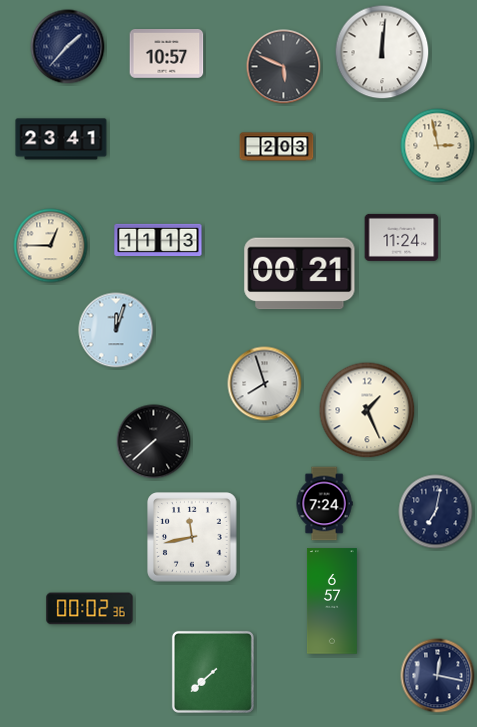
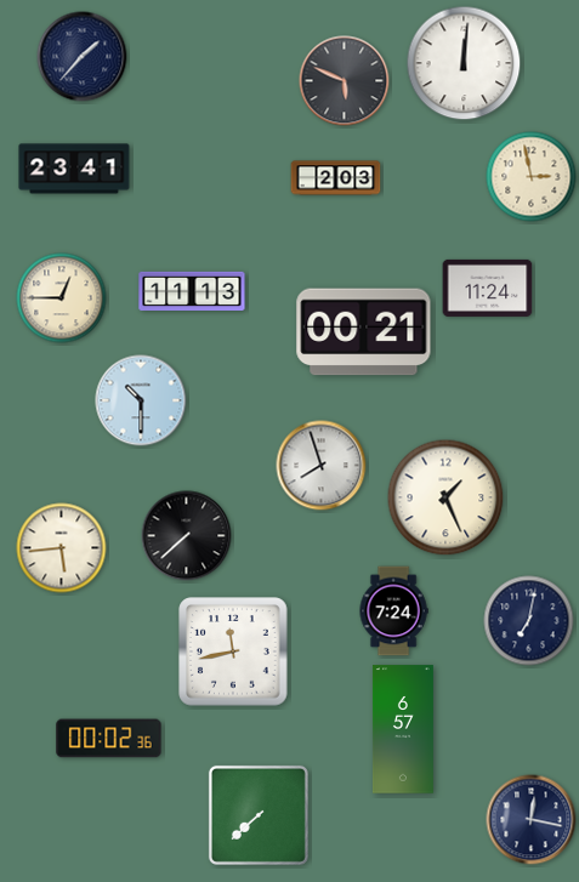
clock at (167, 54): 10:57 -> none
clock at (116, 330): 12:03 -> 10:30
clock at (62, 548): none -> 5:44
